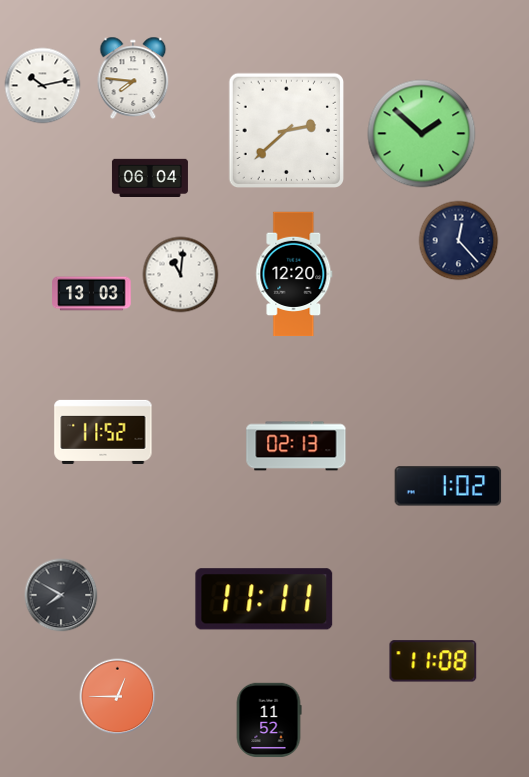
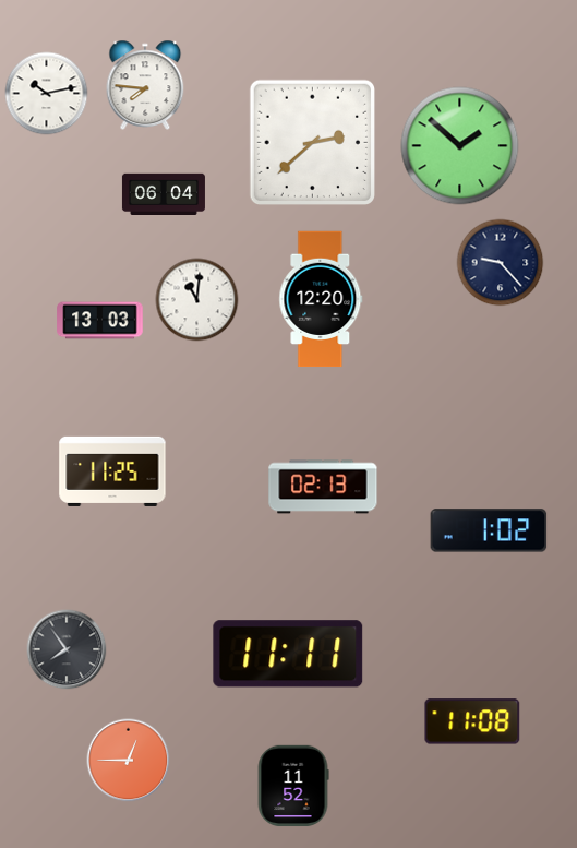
clock at (459, 241): 12:23 -> 9:23
clock at (103, 432): 11:52 -> 11:25
clock at (61, 595): 7:50 -> 7:54
